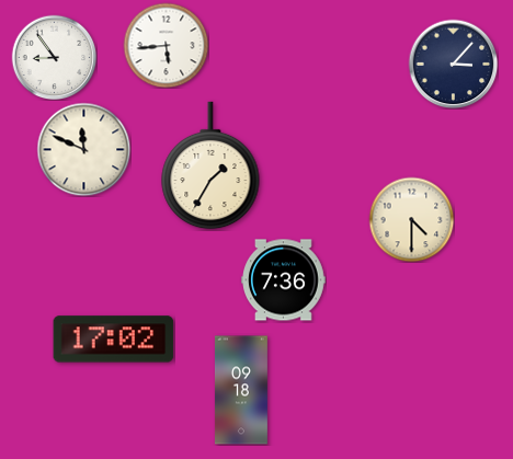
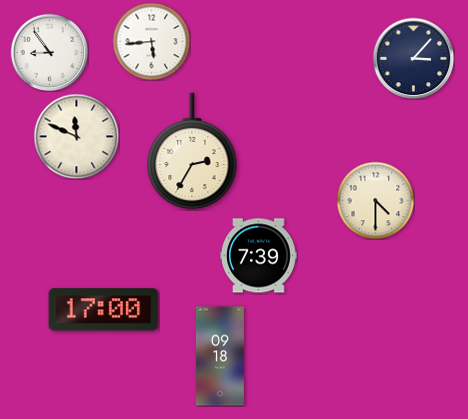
clock at (210, 165): 1:35 -> 2:35
clock at (284, 280): 7:36 -> 7:39
clock at (114, 340): 17:02 -> 17:00
